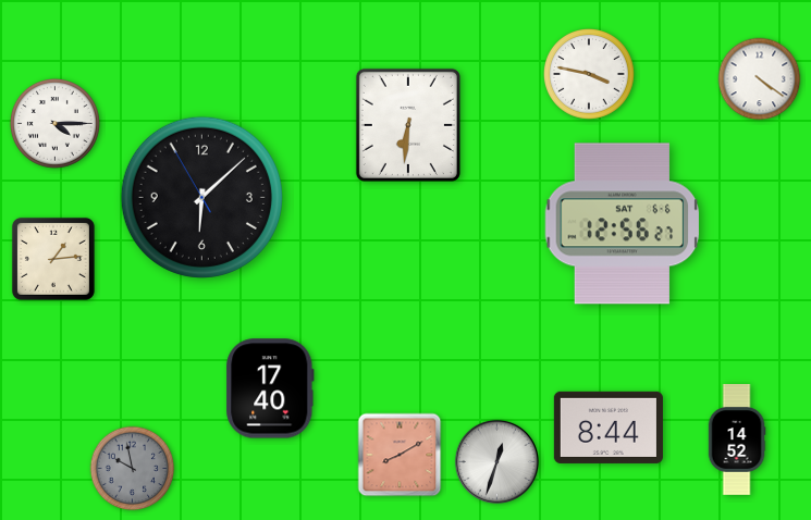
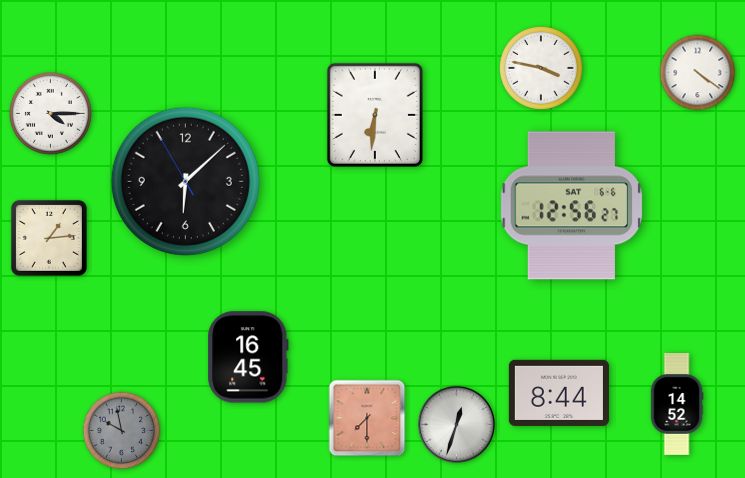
clock at (270, 388): 17:40 -> 16:45
clock at (400, 455): 8:10 -> 7:30
